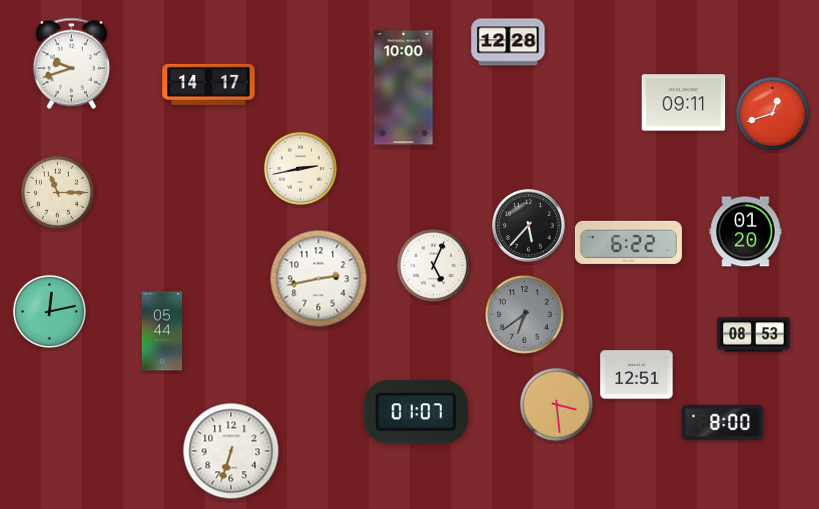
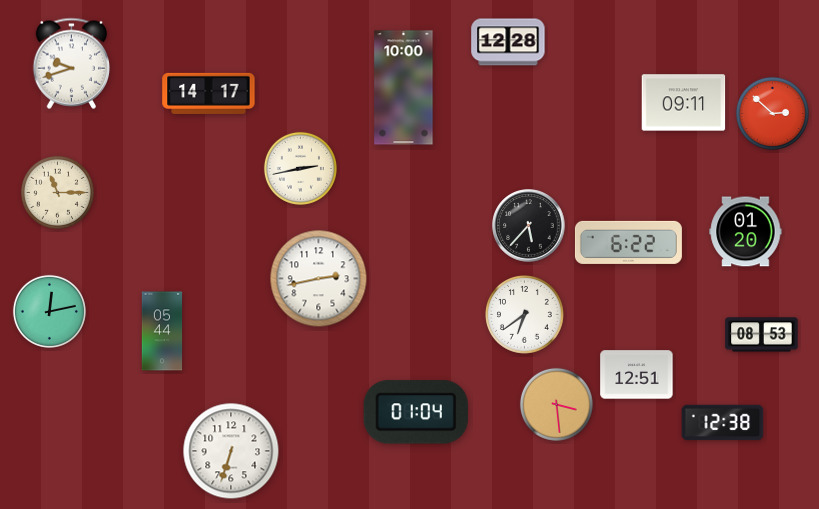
clock at (209, 84) position: (209, 84) -> (209, 93)
clock at (772, 113): 12:42 -> 2:52
clock at (433, 265): 5:04 -> none
clock at (525, 315) dial: grey -> white
clock at (754, 335) position: (754, 335) -> (762, 335)
clock at (416, 412): 01:07 -> 01:04
clock at (723, 423): 8:00 -> 12:38
